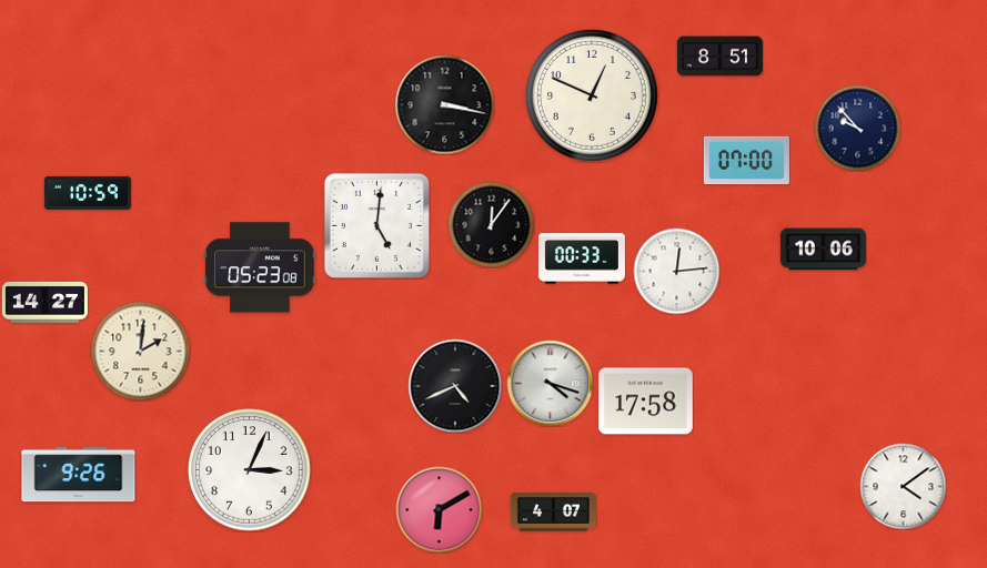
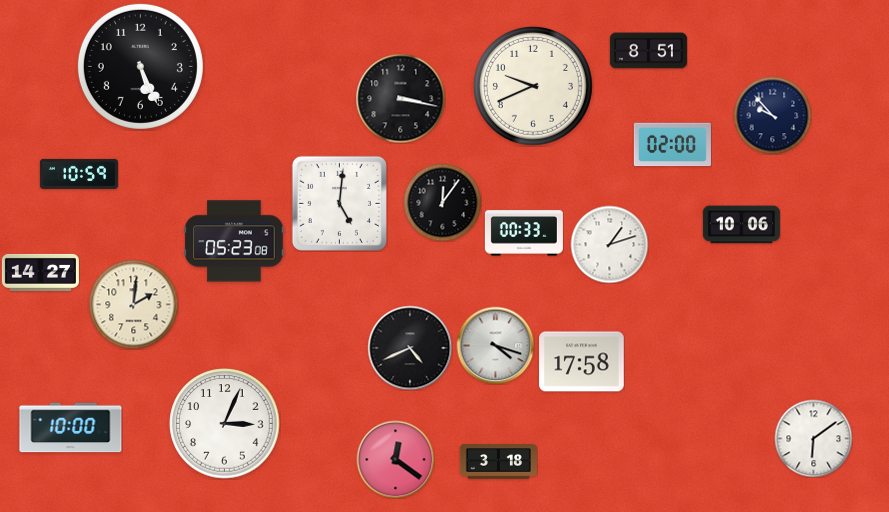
clock at (140, 66): none -> 5:26
clock at (592, 95): 12:49 -> 9:41
clock at (444, 104) position: (444, 104) -> (400, 98)
clock at (746, 161): 07:00 -> 02:00
clock at (676, 271): 12:14 -> 1:12
clock at (140, 351) position: (140, 351) -> (133, 304)
clock at (79, 475): 9:26 -> 10:00
clock at (903, 486): 4:09 -> 6:09
clock at (439, 509): 6:10 -> 12:21
clock at (553, 513): 4:07 -> 3:18
